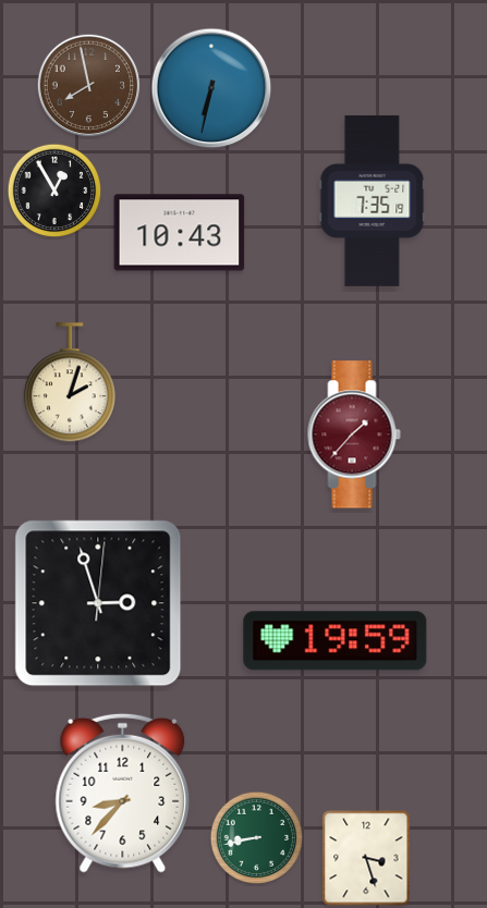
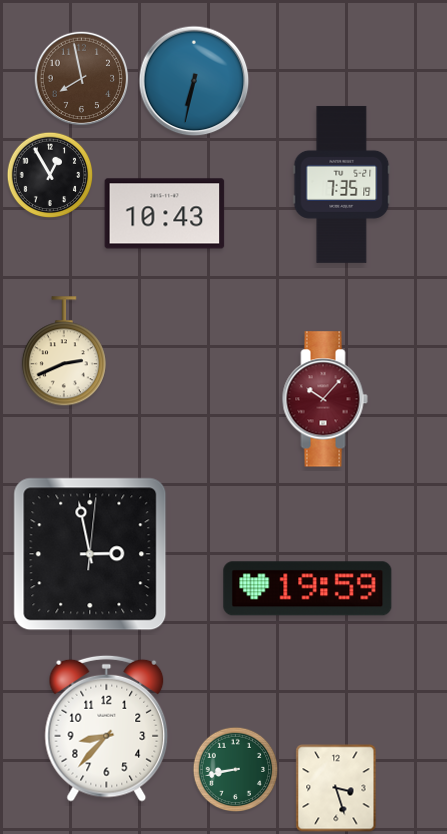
clock at (70, 383): 2:03 -> 2:41
clock at (354, 434): 1:37 -> 10:07
clock at (98, 603): 2:57 -> 2:58
clock at (123, 793) position: (123, 793) -> (107, 728)
